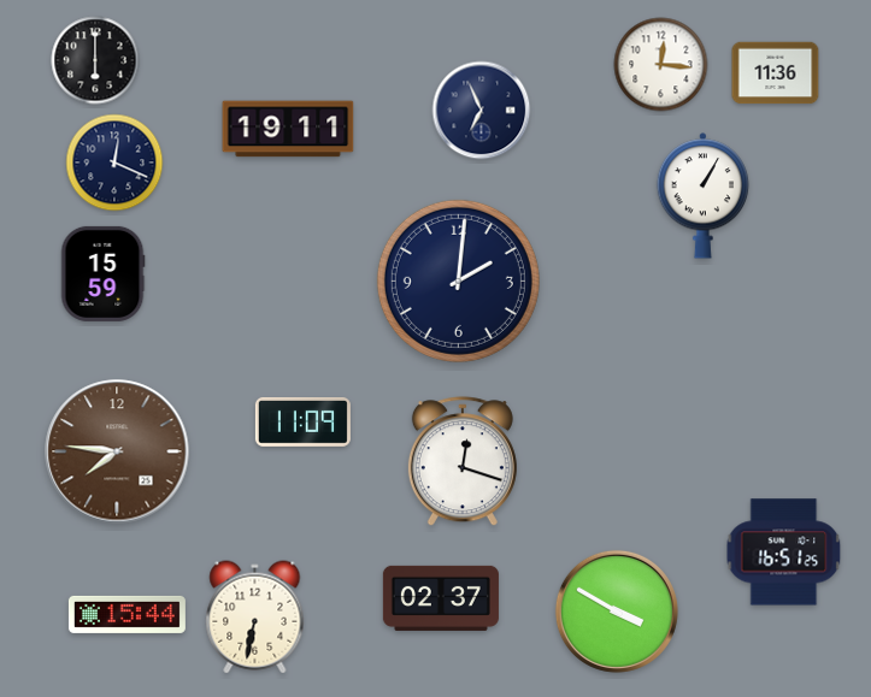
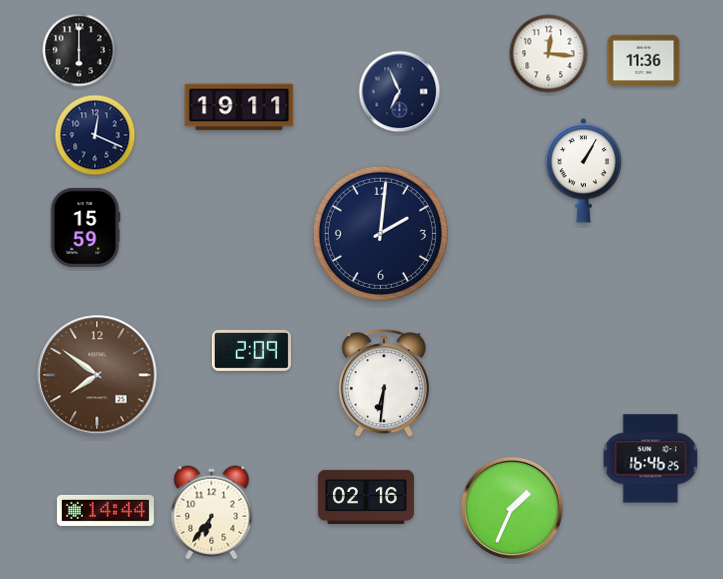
clock at (704, 196) position: (704, 196) -> (584, 171)
clock at (302, 421): 11:09 -> 2:09
clock at (117, 451): 7:46 -> 7:51
clock at (463, 462): 12:18 -> 6:31
clock at (784, 553): 16:51 -> 16:46
clock at (441, 598): 02:37 -> 02:16
clock at (617, 612): 3:50 -> 1:34
clock at (126, 614): 15:44 -> 14:44
clock at (255, 618): 6:32 -> 6:36
